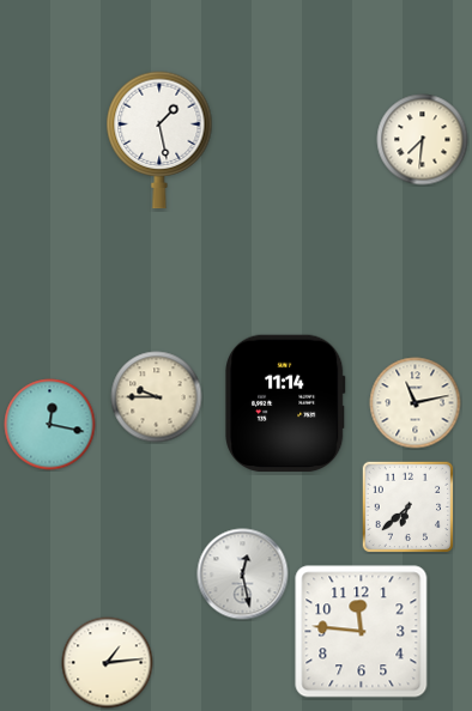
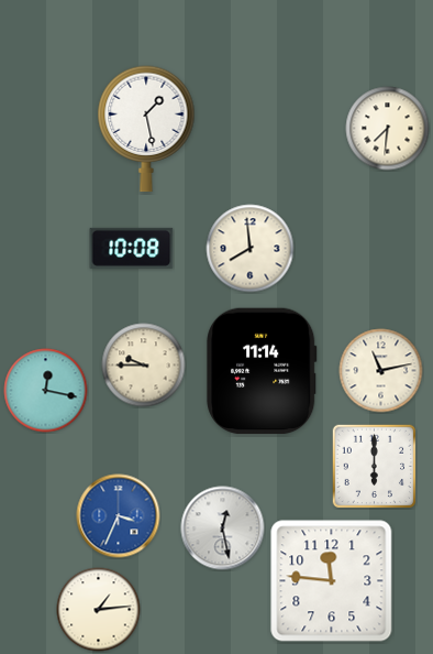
clock at (132, 248): none -> 10:08
clock at (251, 249): none -> 7:59
clock at (407, 506): 6:38 -> 6:00
clock at (119, 516): none -> 3:34
